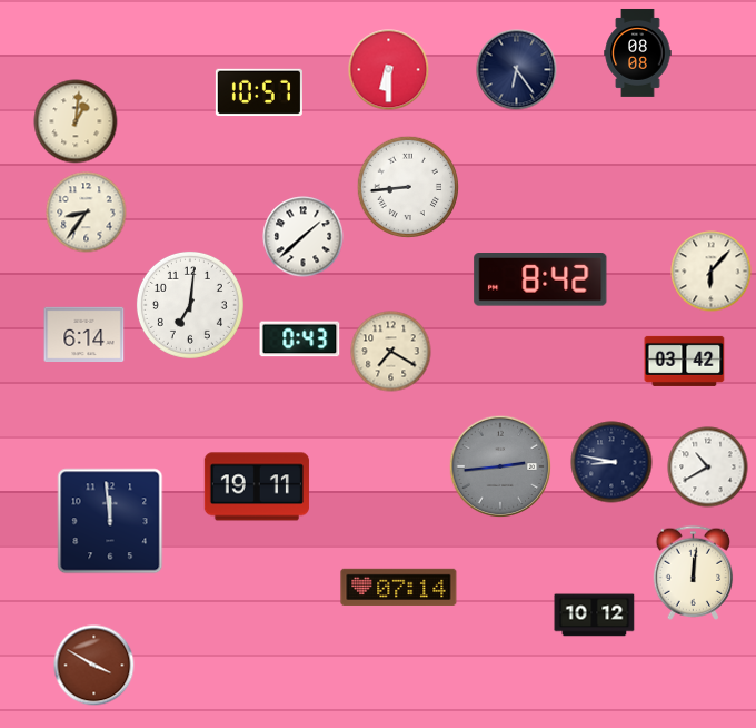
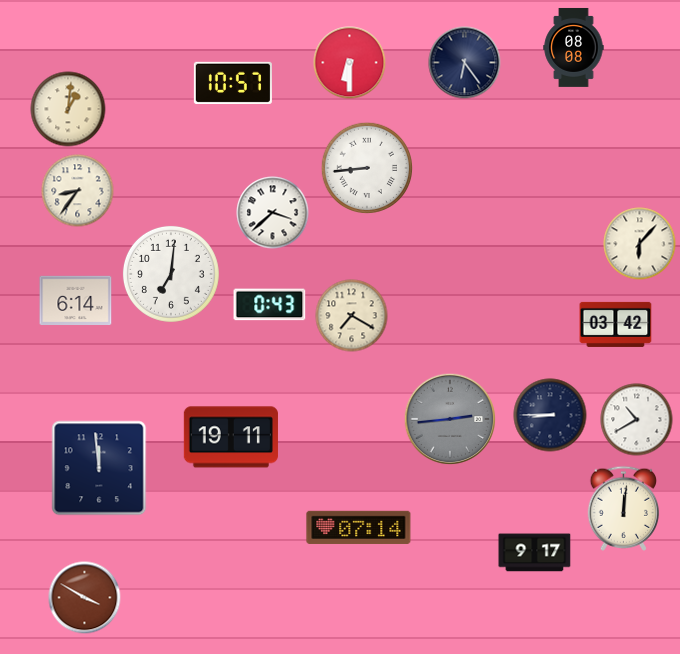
clock at (304, 237): 1:38 -> 3:38
clock at (540, 281): 8:42 -> none
clock at (611, 462): 8:47 -> 8:45
clock at (694, 572) position: (694, 572) -> (624, 508)
clock at (595, 616): 10:12 -> 9:17
